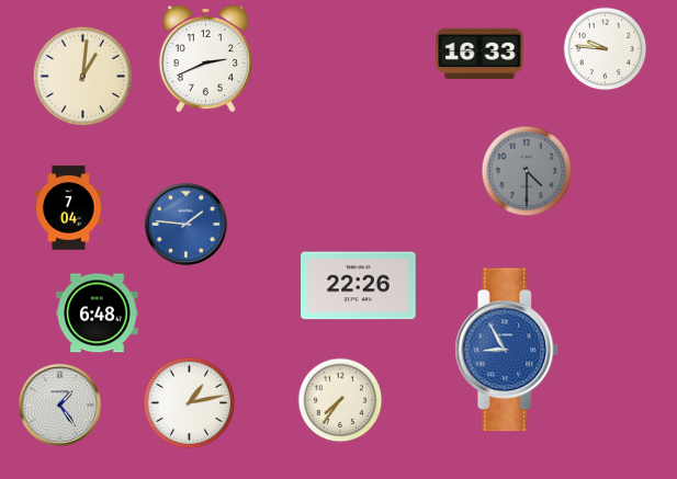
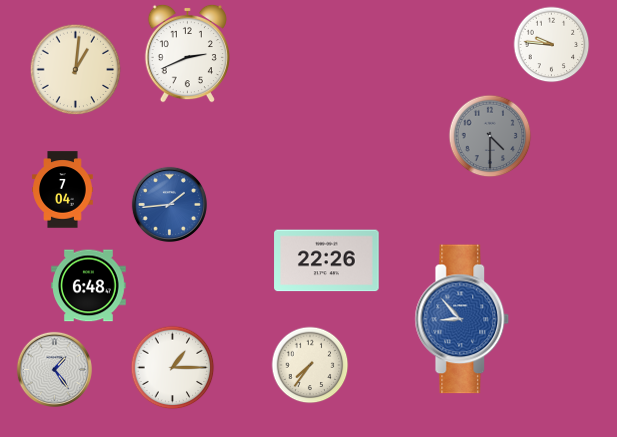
clock at (479, 54): 16:33 -> none
clock at (527, 171) position: (527, 171) -> (490, 136)
clock at (185, 224): 1:46 -> 1:44
clock at (507, 350): 8:55 -> 8:53
clock at (190, 403): 1:13 -> 1:15
